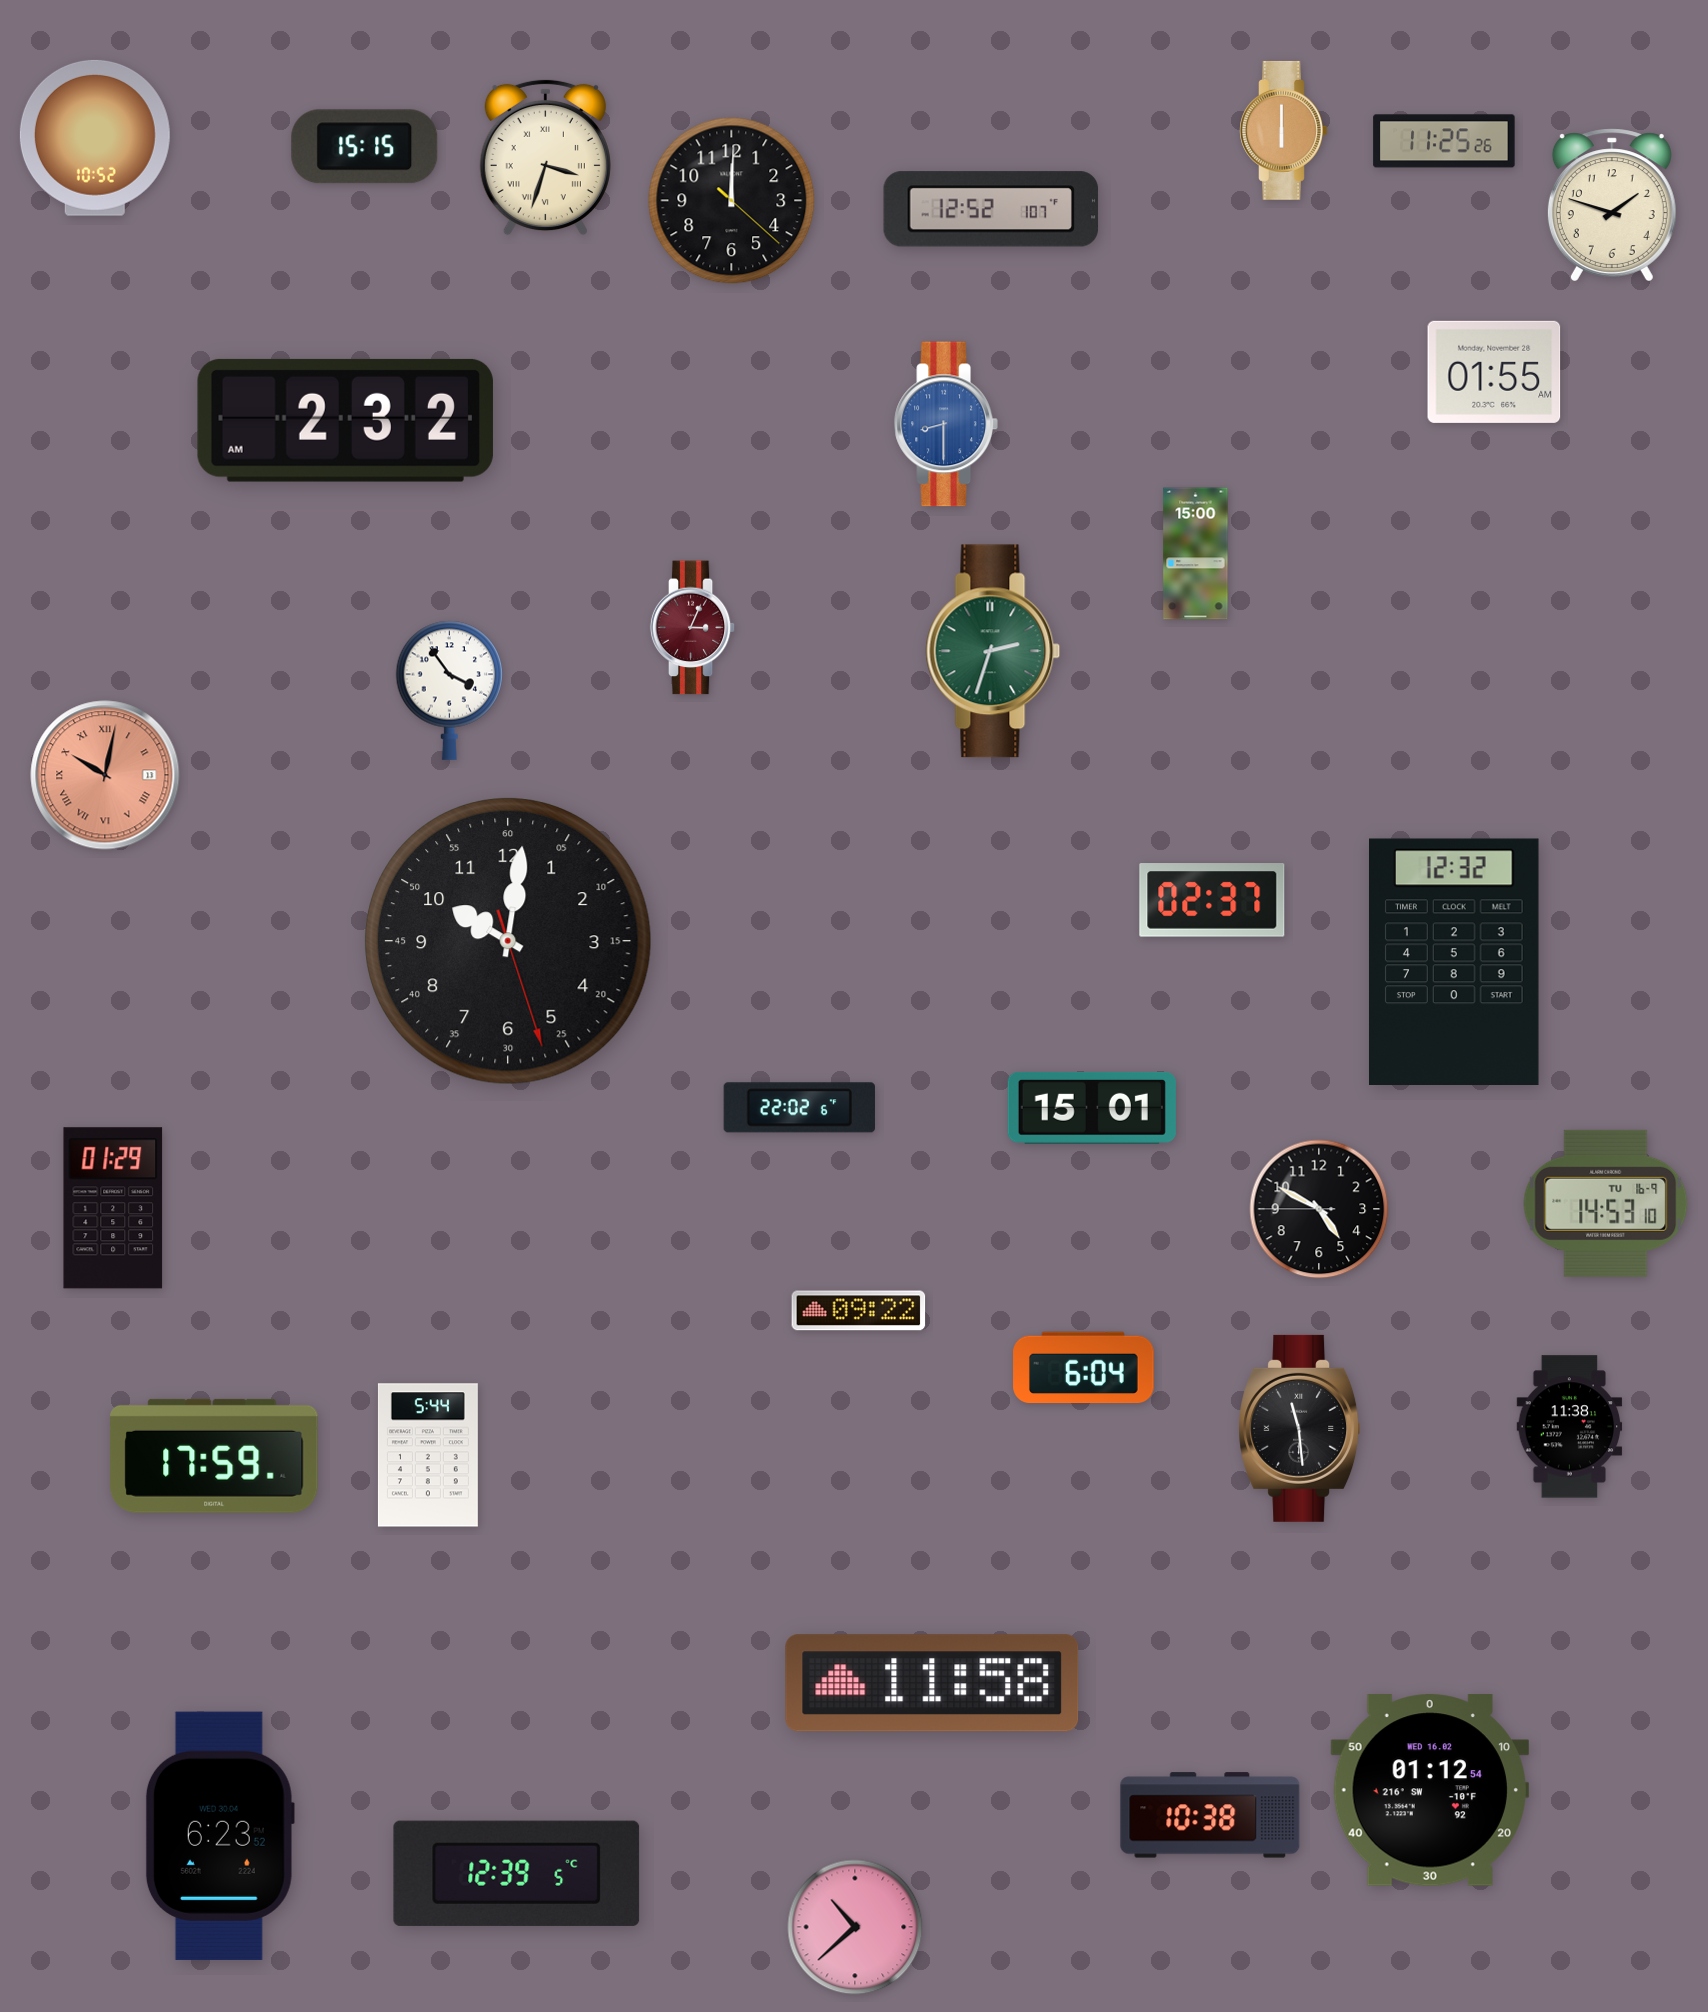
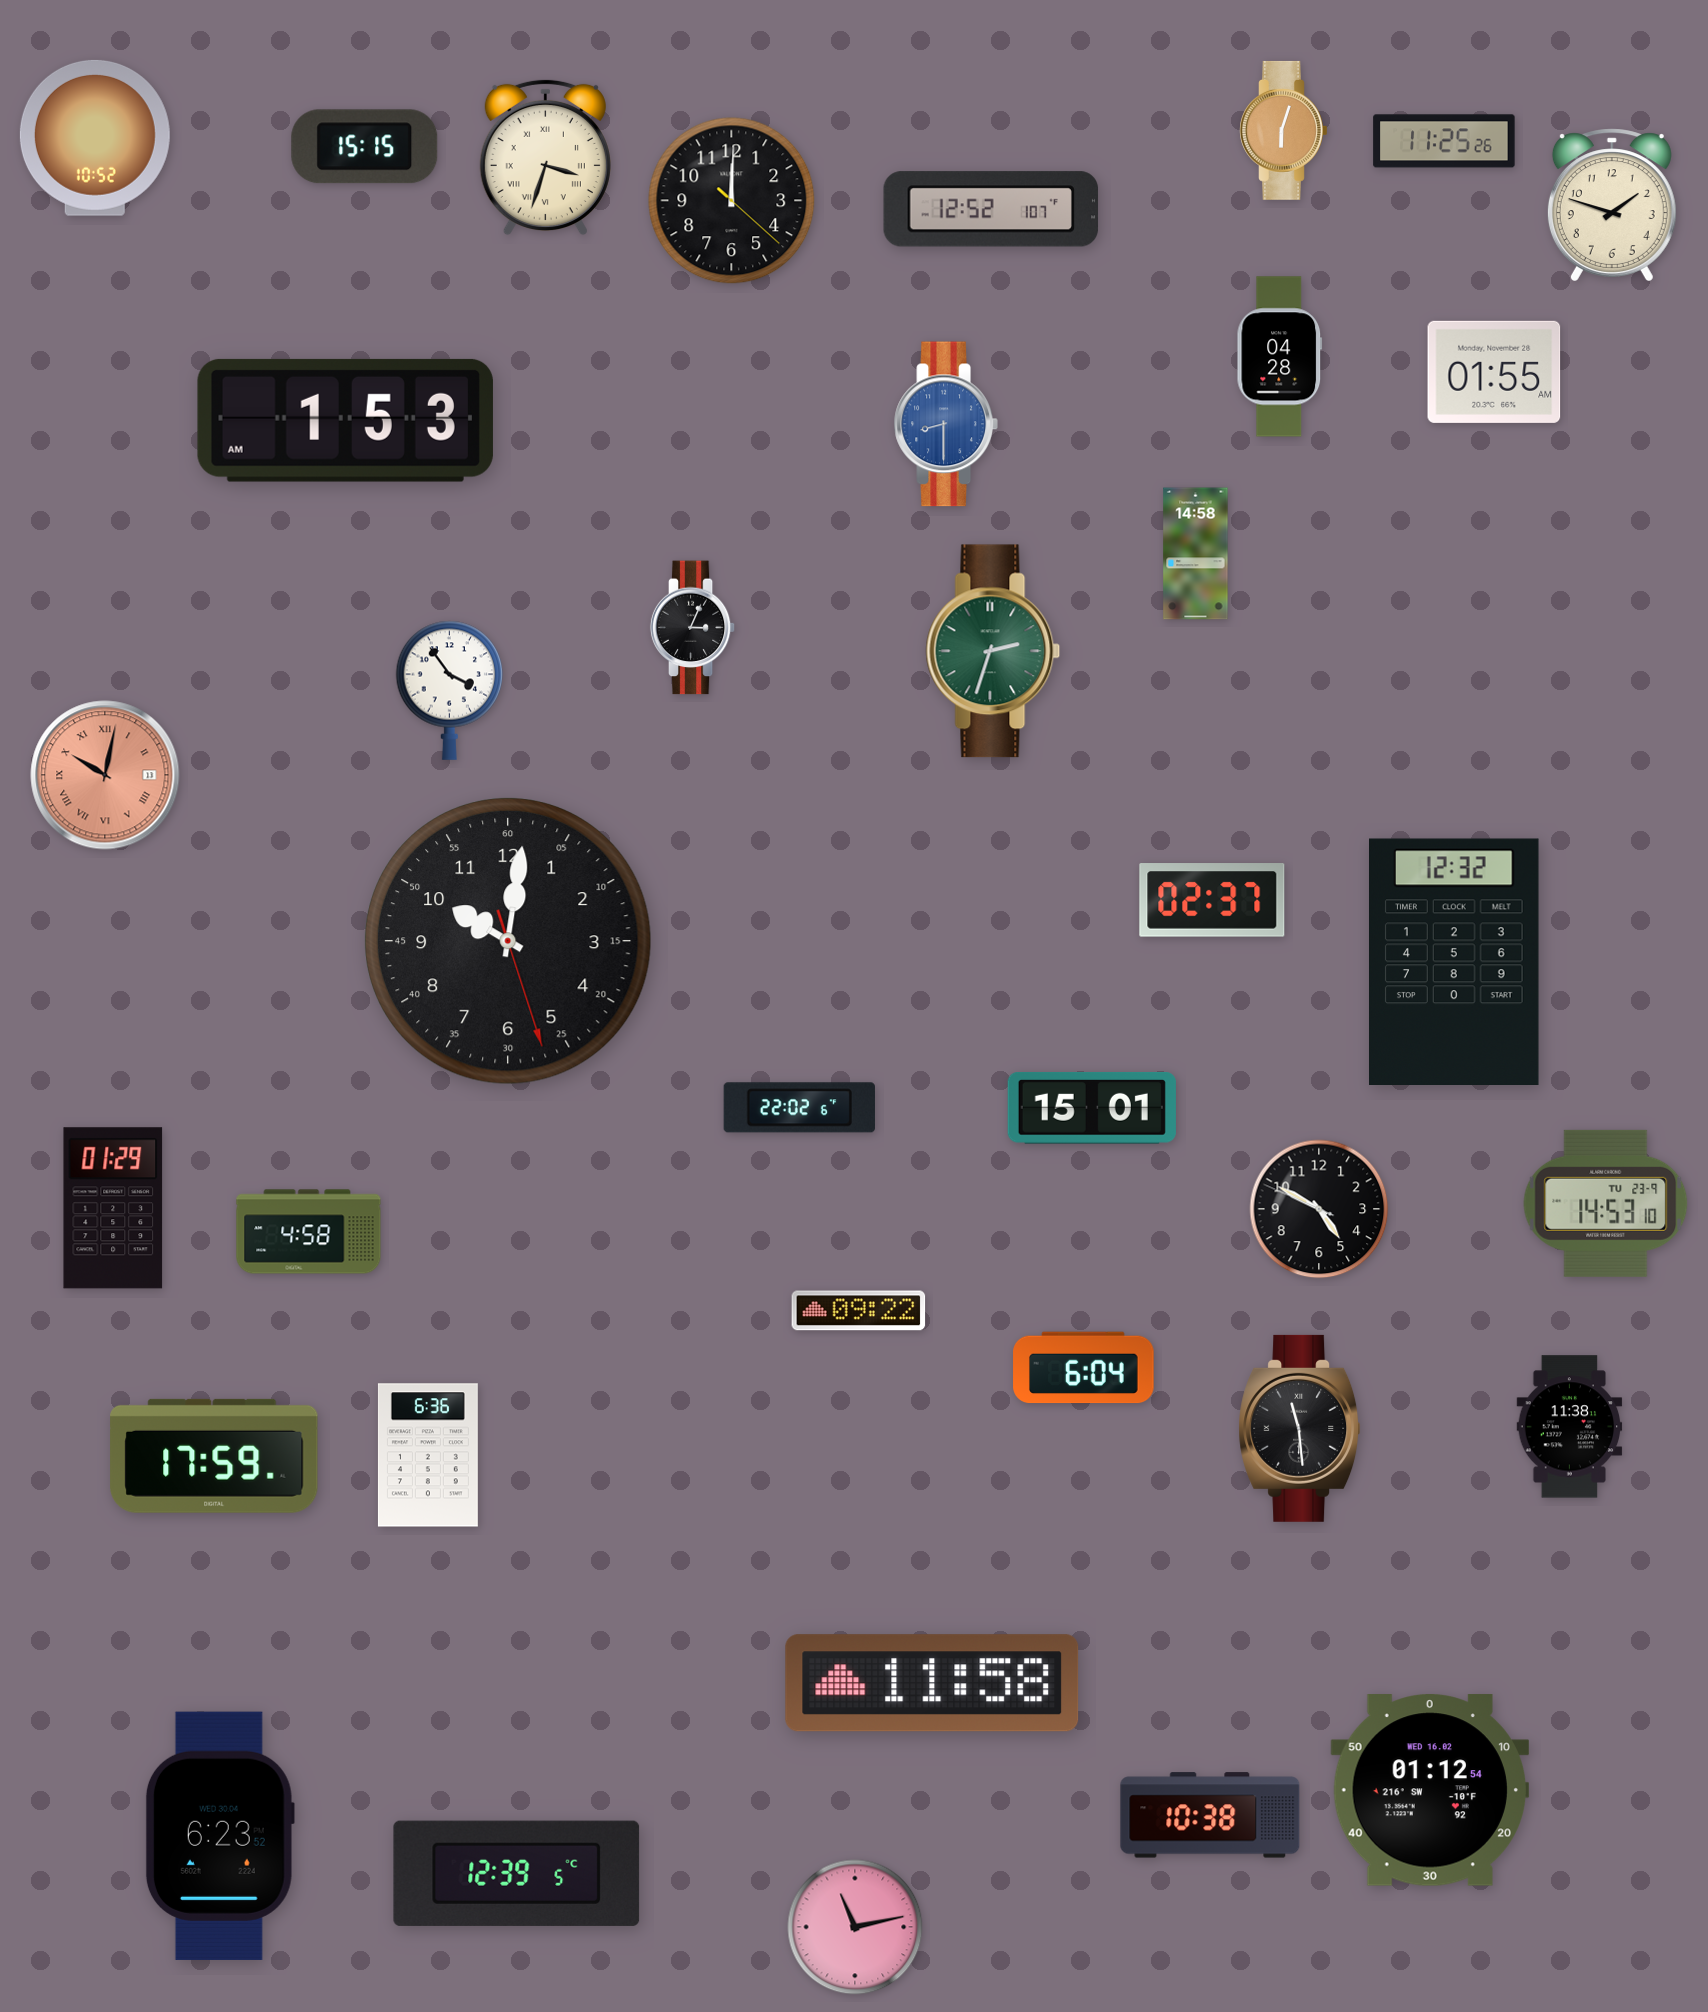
clock at (1284, 130): 6:00 -> 6:03
clock at (1280, 357): none -> 04:28
clock at (345, 420): 2:32 -> 1:53
clock at (1196, 554): 15:00 -> 14:58
clock at (693, 628) dial: burgundy -> black
clock at (1606, 1203) date: TU 16-9 -> TU 23-9
clock at (1319, 1209): 4:49:45 -> 4:49:49
clock at (309, 1232): none -> 4:58
clock at (428, 1455): 5:44 -> 6:36
clock at (855, 1927): 10:38 -> 11:13
